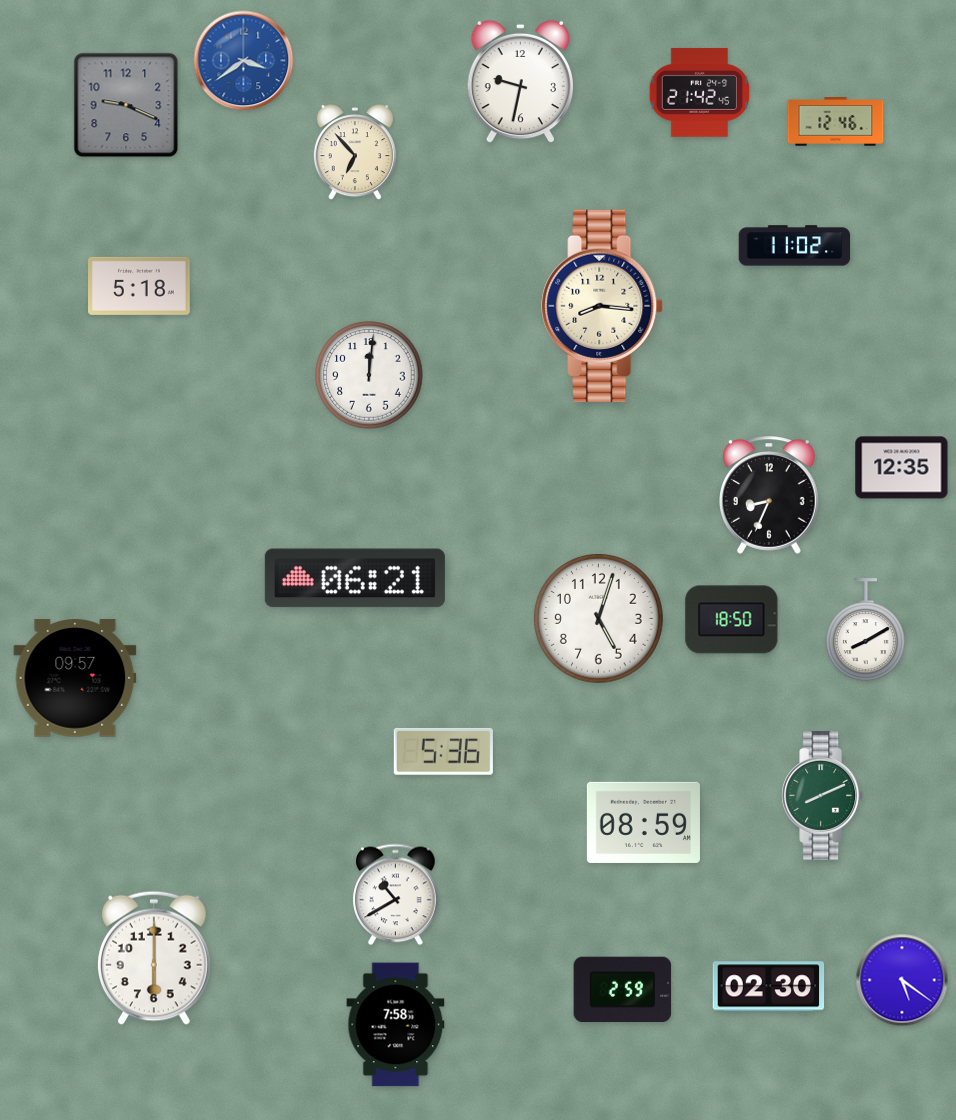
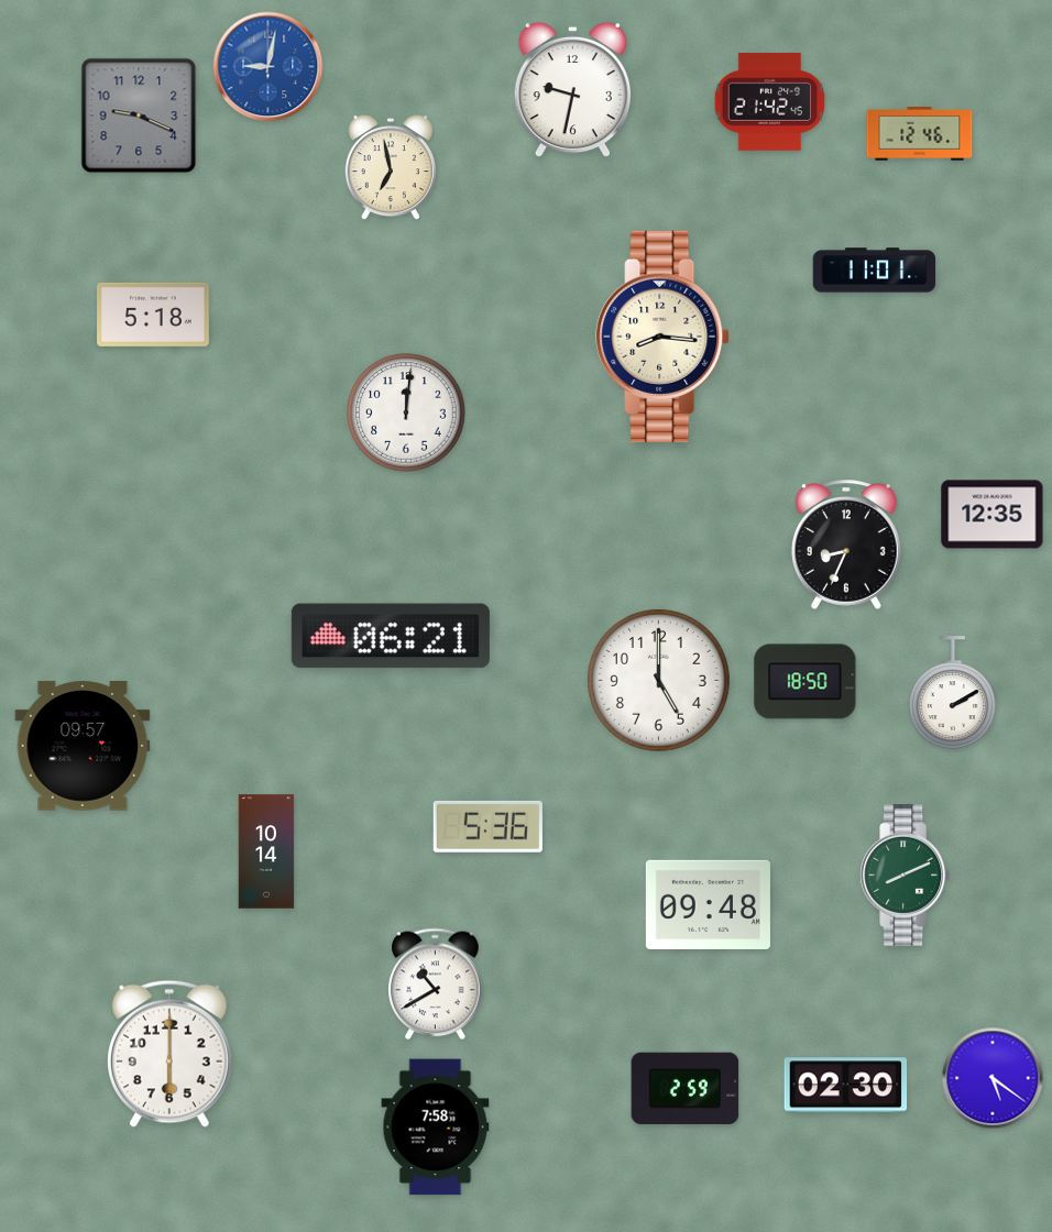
clock at (244, 61): 3:39 -> 9:02
clock at (355, 153): 6:53 -> 6:58
clock at (795, 246): 11:02 -> 11:01
clock at (598, 618): 5:03 -> 5:00
clock at (865, 630): 8:10 -> 2:10
clock at (266, 851): none -> 10:14
clock at (643, 822): 08:59 -> 09:48
